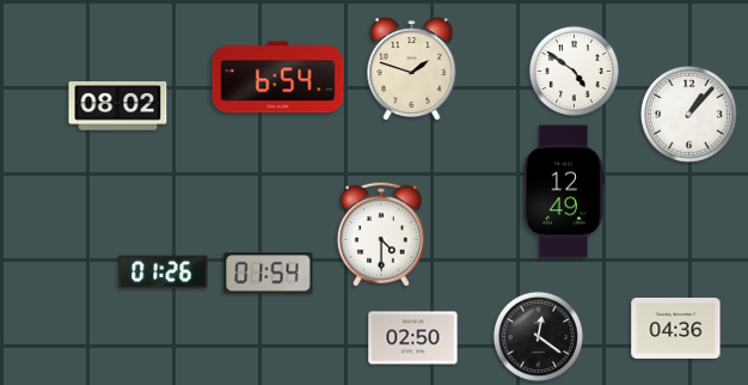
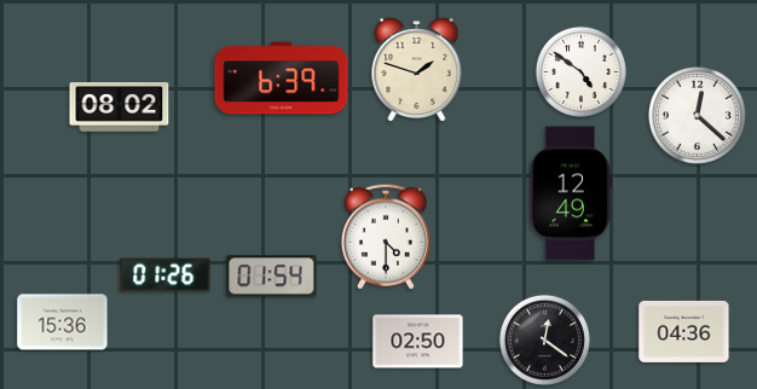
clock at (278, 78): 6:54 -> 6:39
clock at (688, 114): 1:07 -> 12:22
clock at (63, 323): none -> 15:36
